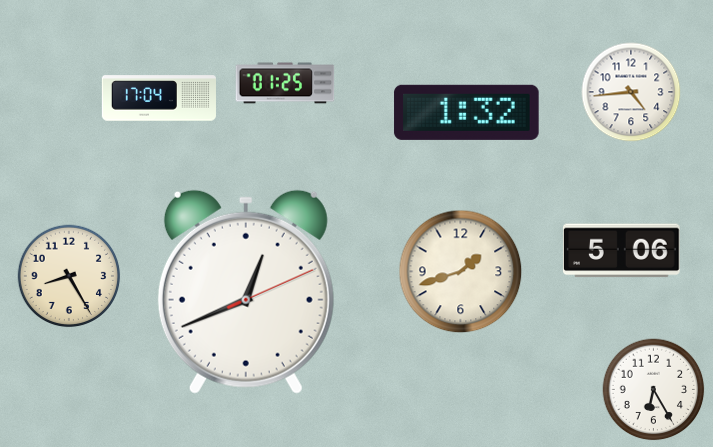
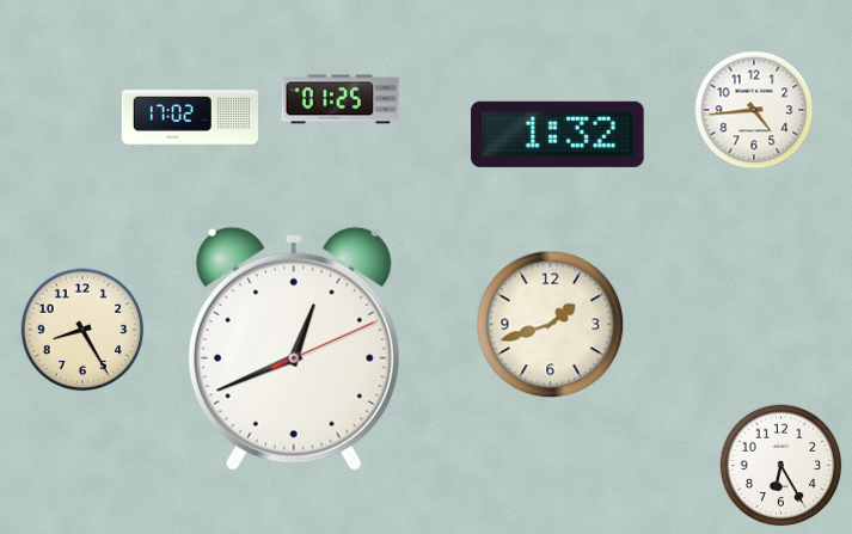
clock at (159, 98): 17:04 -> 17:02
clock at (622, 251): 5:06 -> none
